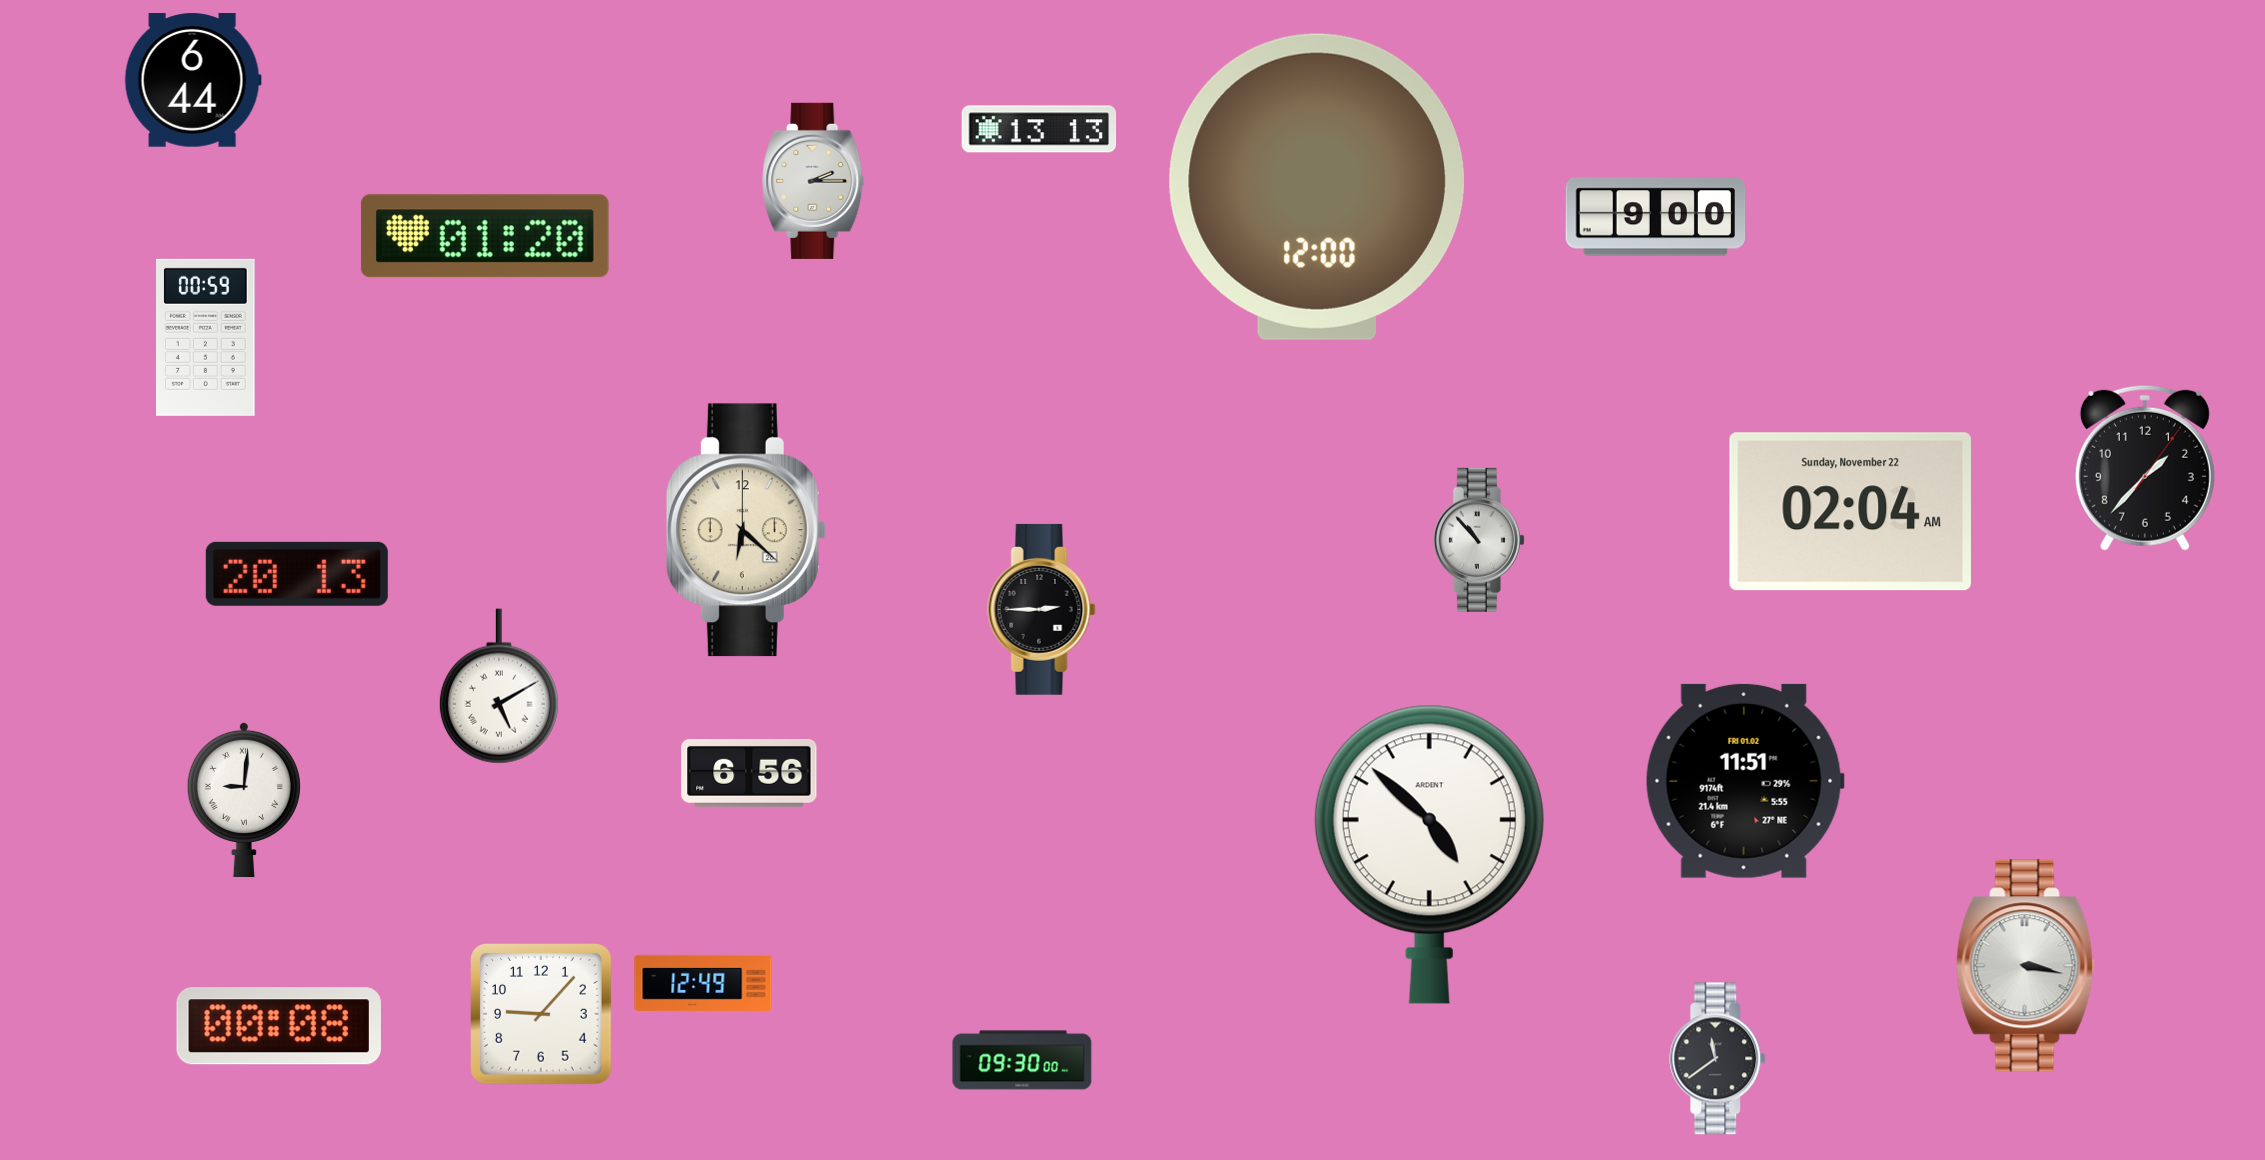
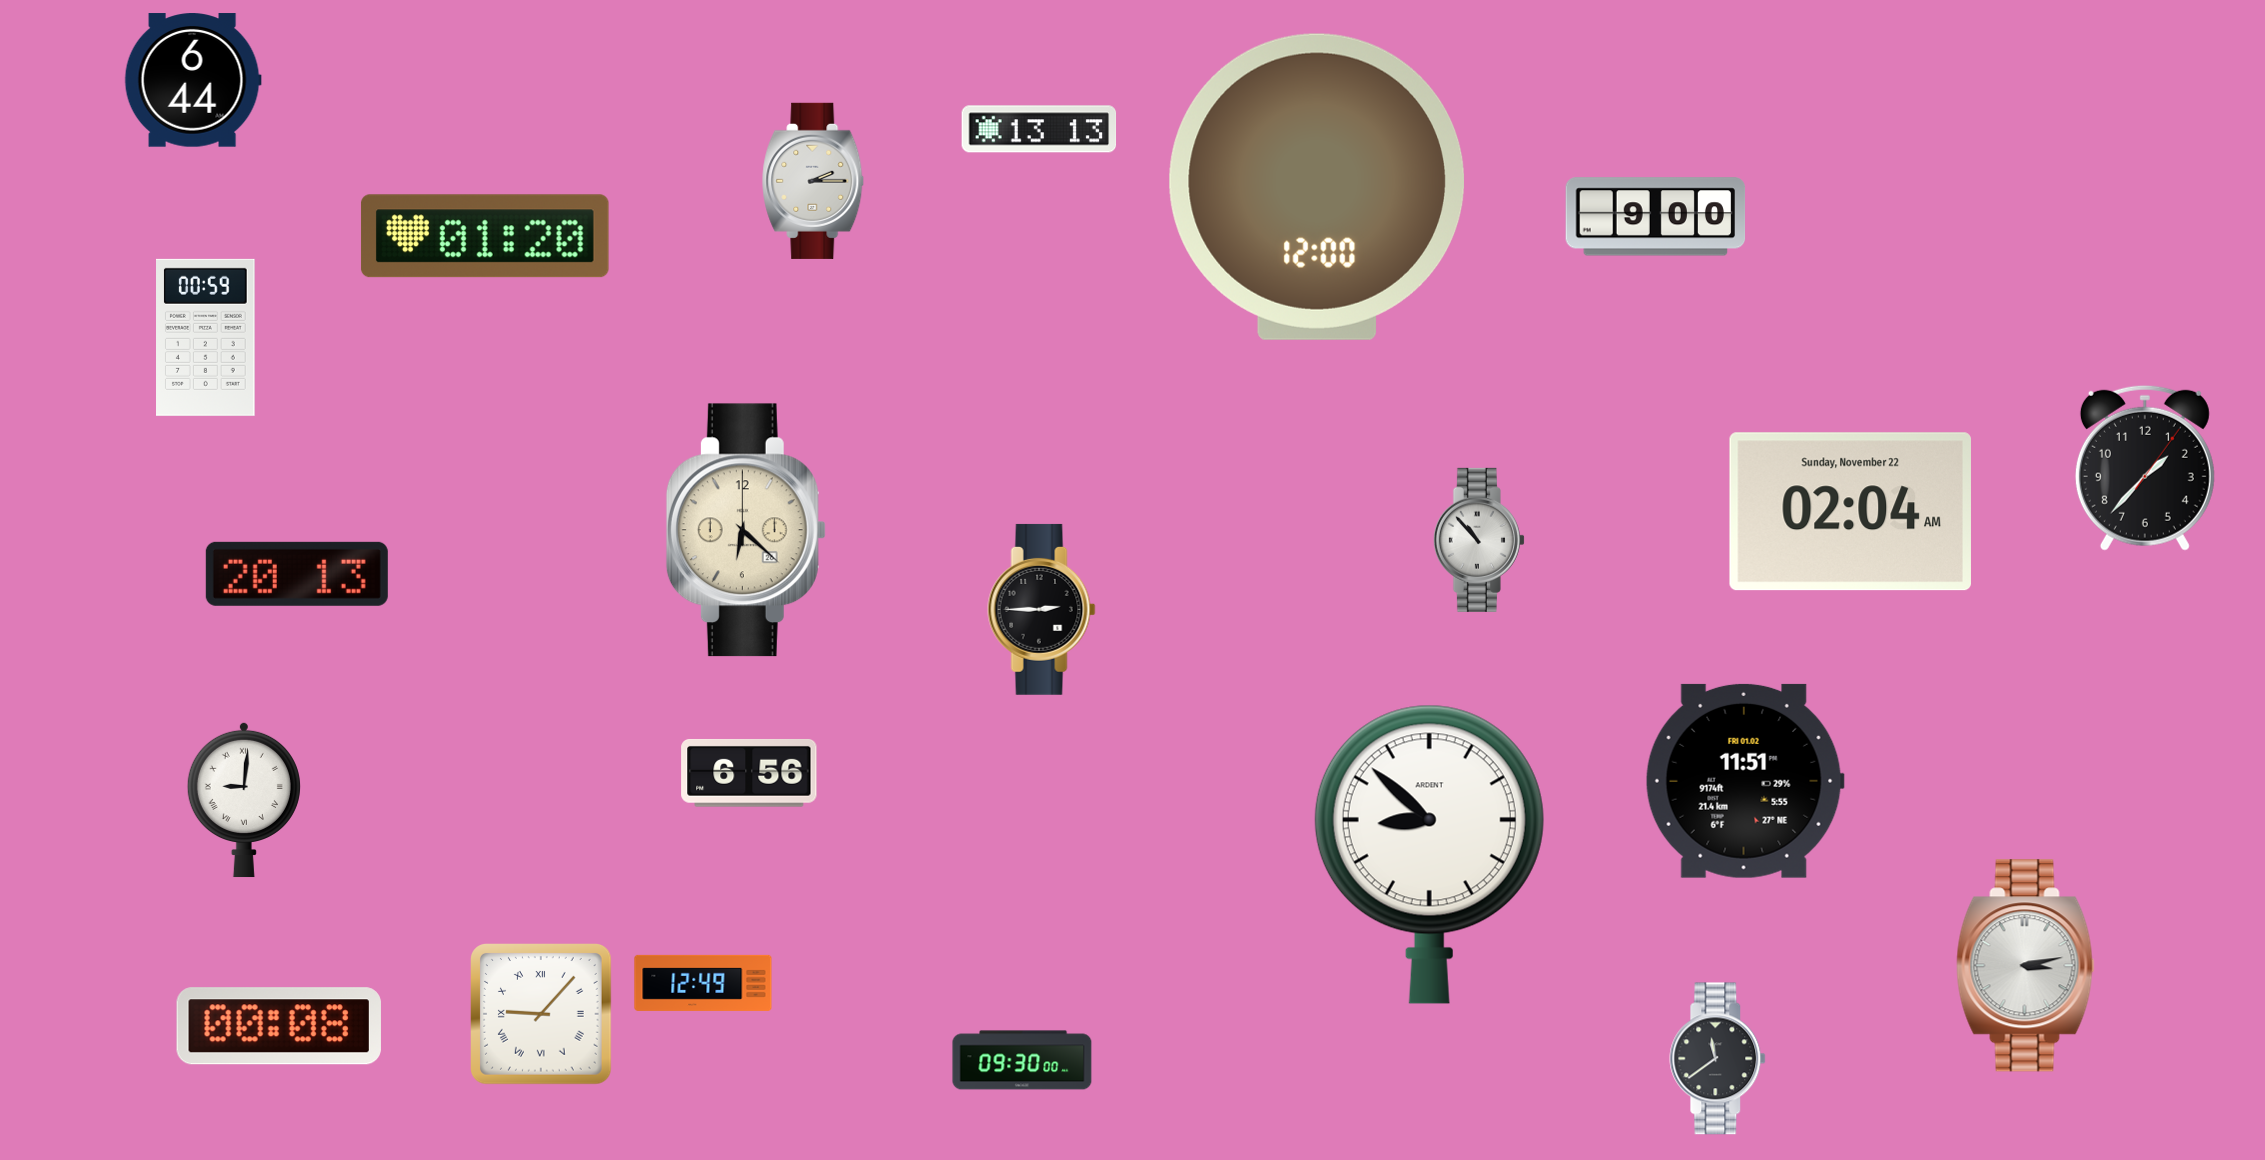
clock at (499, 686): 5:10 -> none
clock at (1429, 854): 4:52 -> 8:52
clock at (2026, 966): 3:17 -> 3:13
clock at (542, 1015) numerals: Arabic -> Roman
